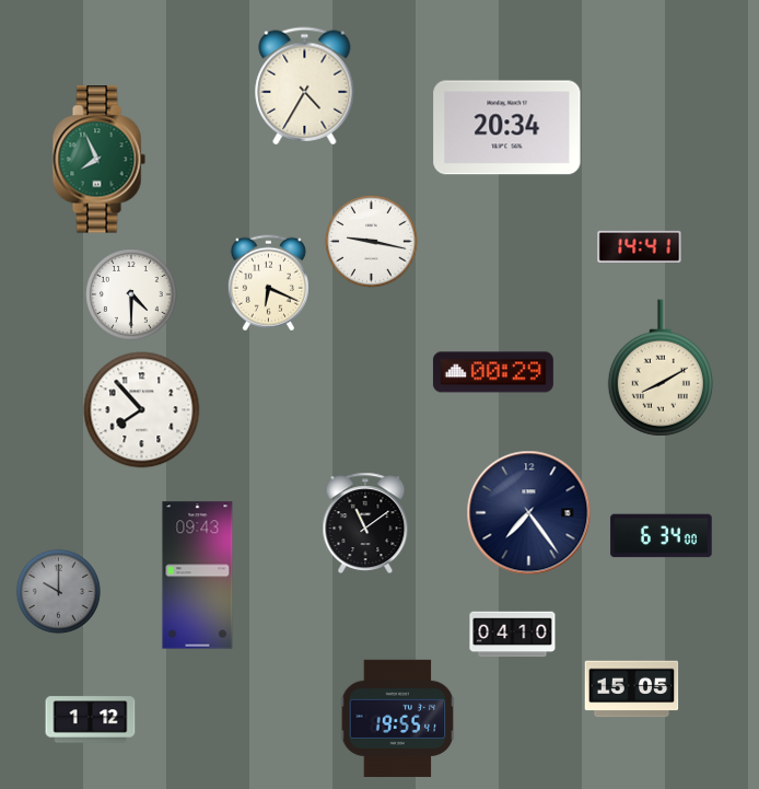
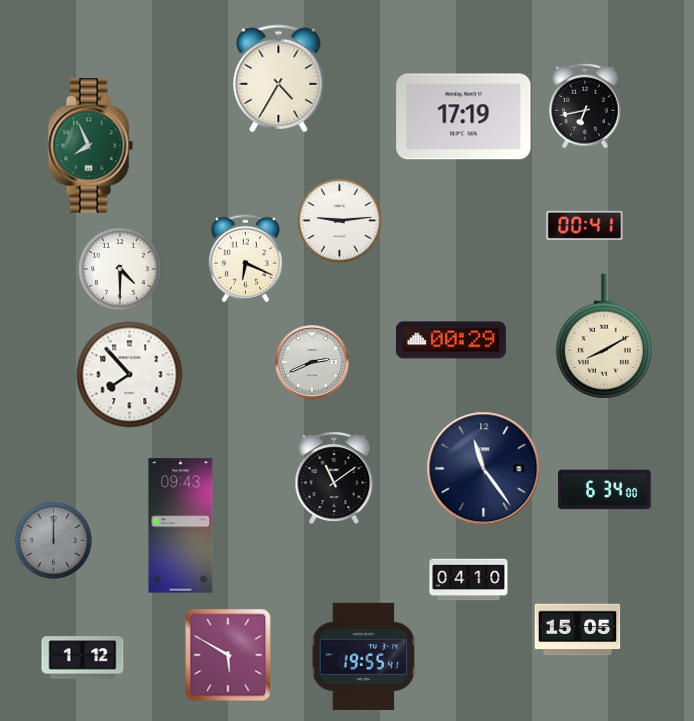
clock at (585, 106): none -> 6:43
clock at (507, 128): 20:34 -> 17:19
clock at (372, 242): 9:17 -> 9:14
clock at (640, 246): 14:41 -> 00:41
clock at (312, 362): none -> 2:41
clock at (529, 513): 7:24 -> 11:24
clock at (58, 591): 10:00 -> 12:00
clock at (228, 655): none -> 5:50
